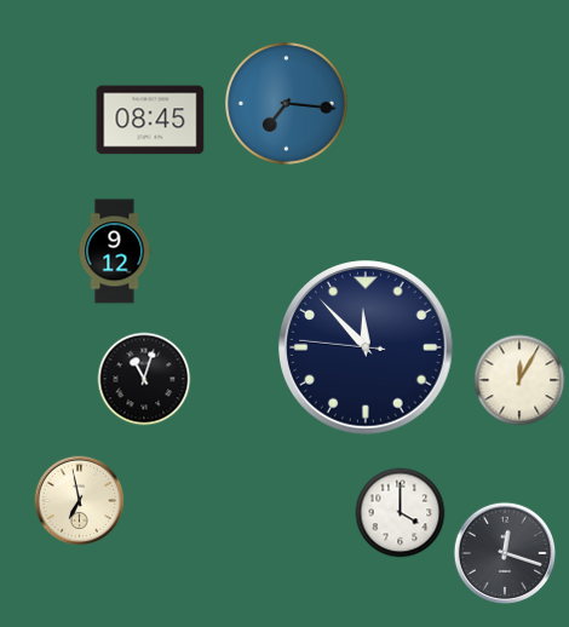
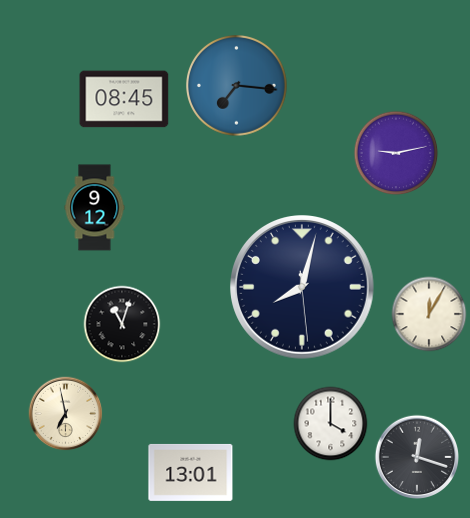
clock at (396, 153): none -> 9:13
clock at (367, 349): 11:52 -> 8:02
clock at (144, 379) position: (144, 379) -> (122, 324)
clock at (191, 472): none -> 13:01
